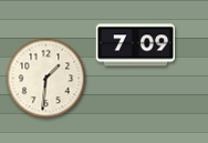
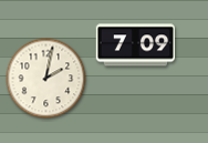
clock at (46, 79): 1:31 -> 2:02
